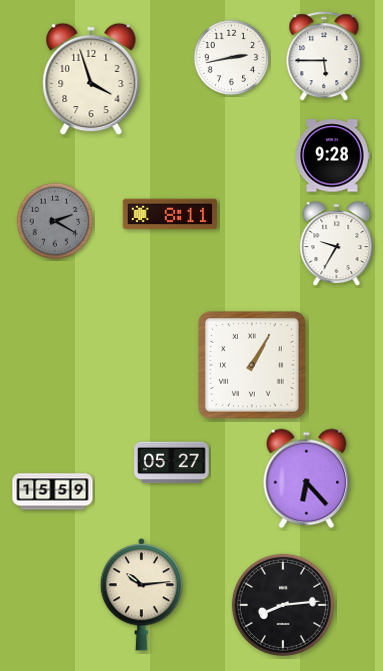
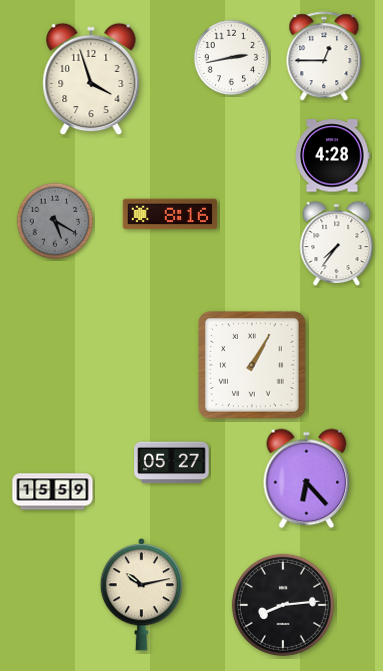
clock at (324, 57): 5:45 -> 12:45
clock at (333, 156): 9:28 -> 4:28
clock at (170, 214): 8:11 -> 8:16
clock at (55, 221): 2:20 -> 5:20
clock at (337, 244): 9:35 -> 7:36
clock at (141, 595): 10:14 -> 10:13
